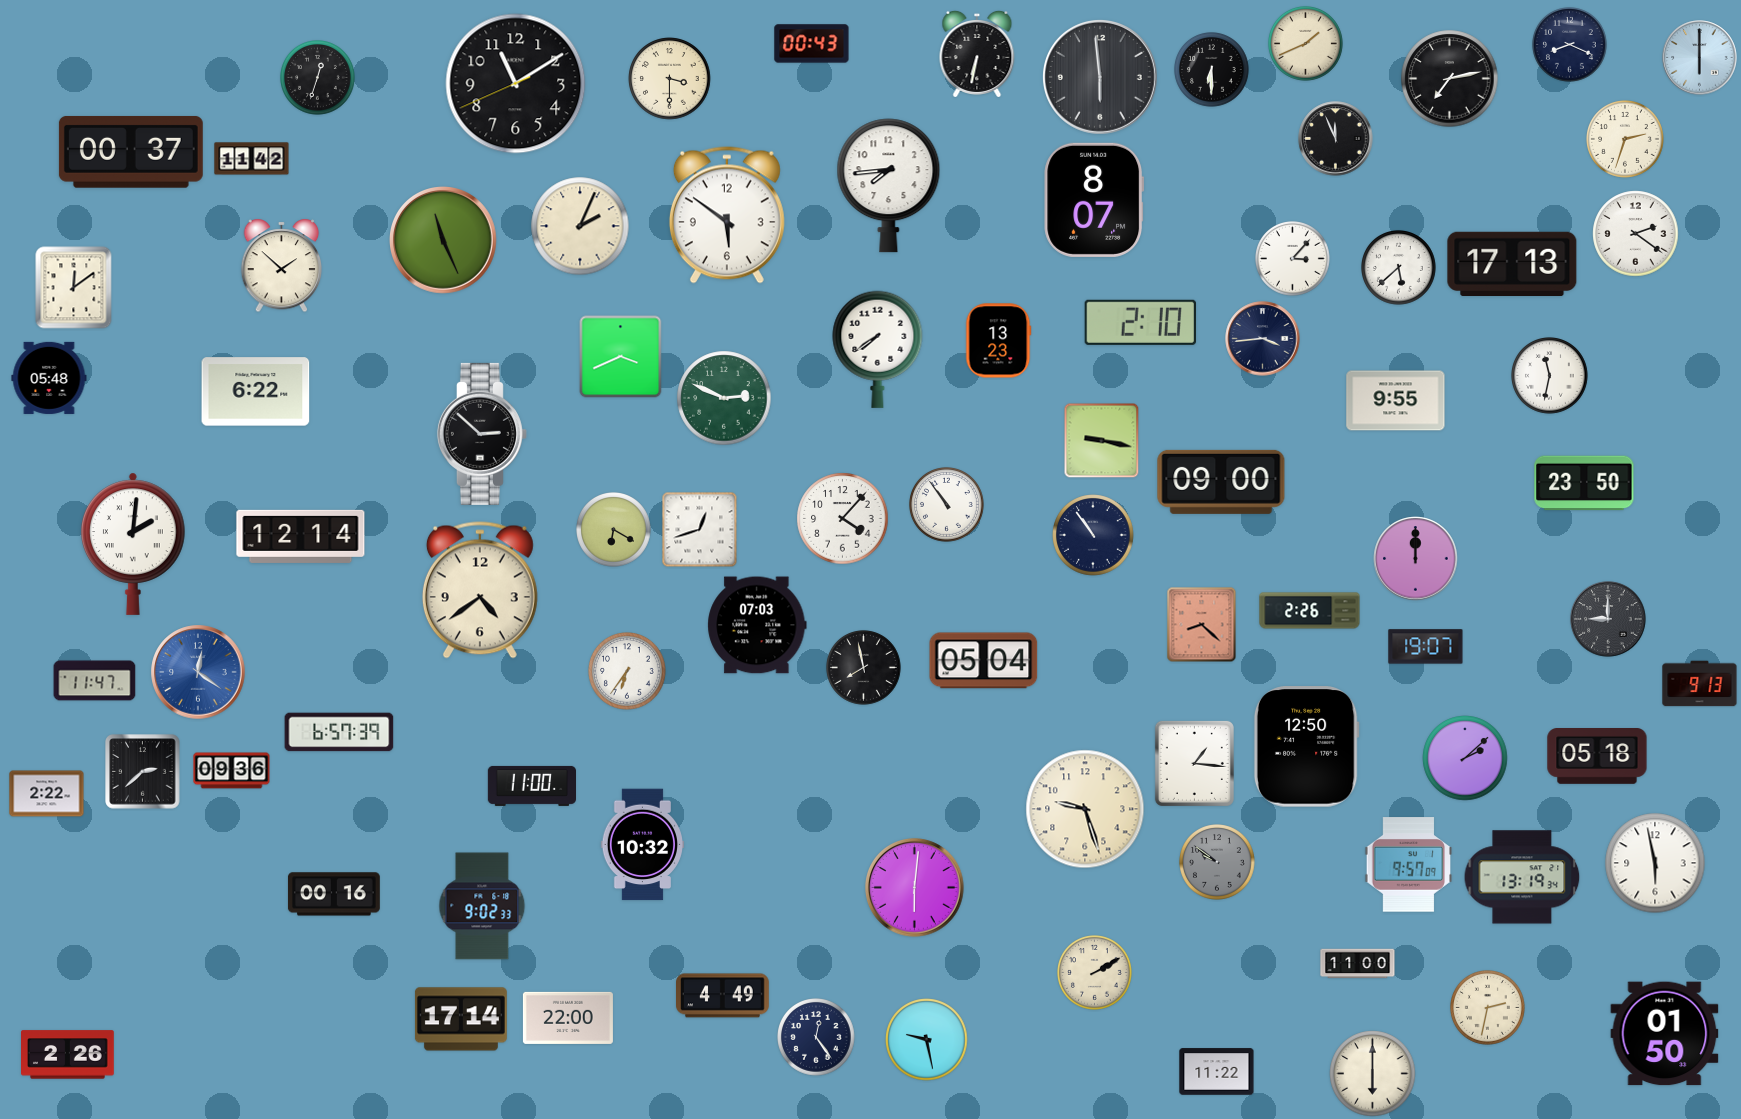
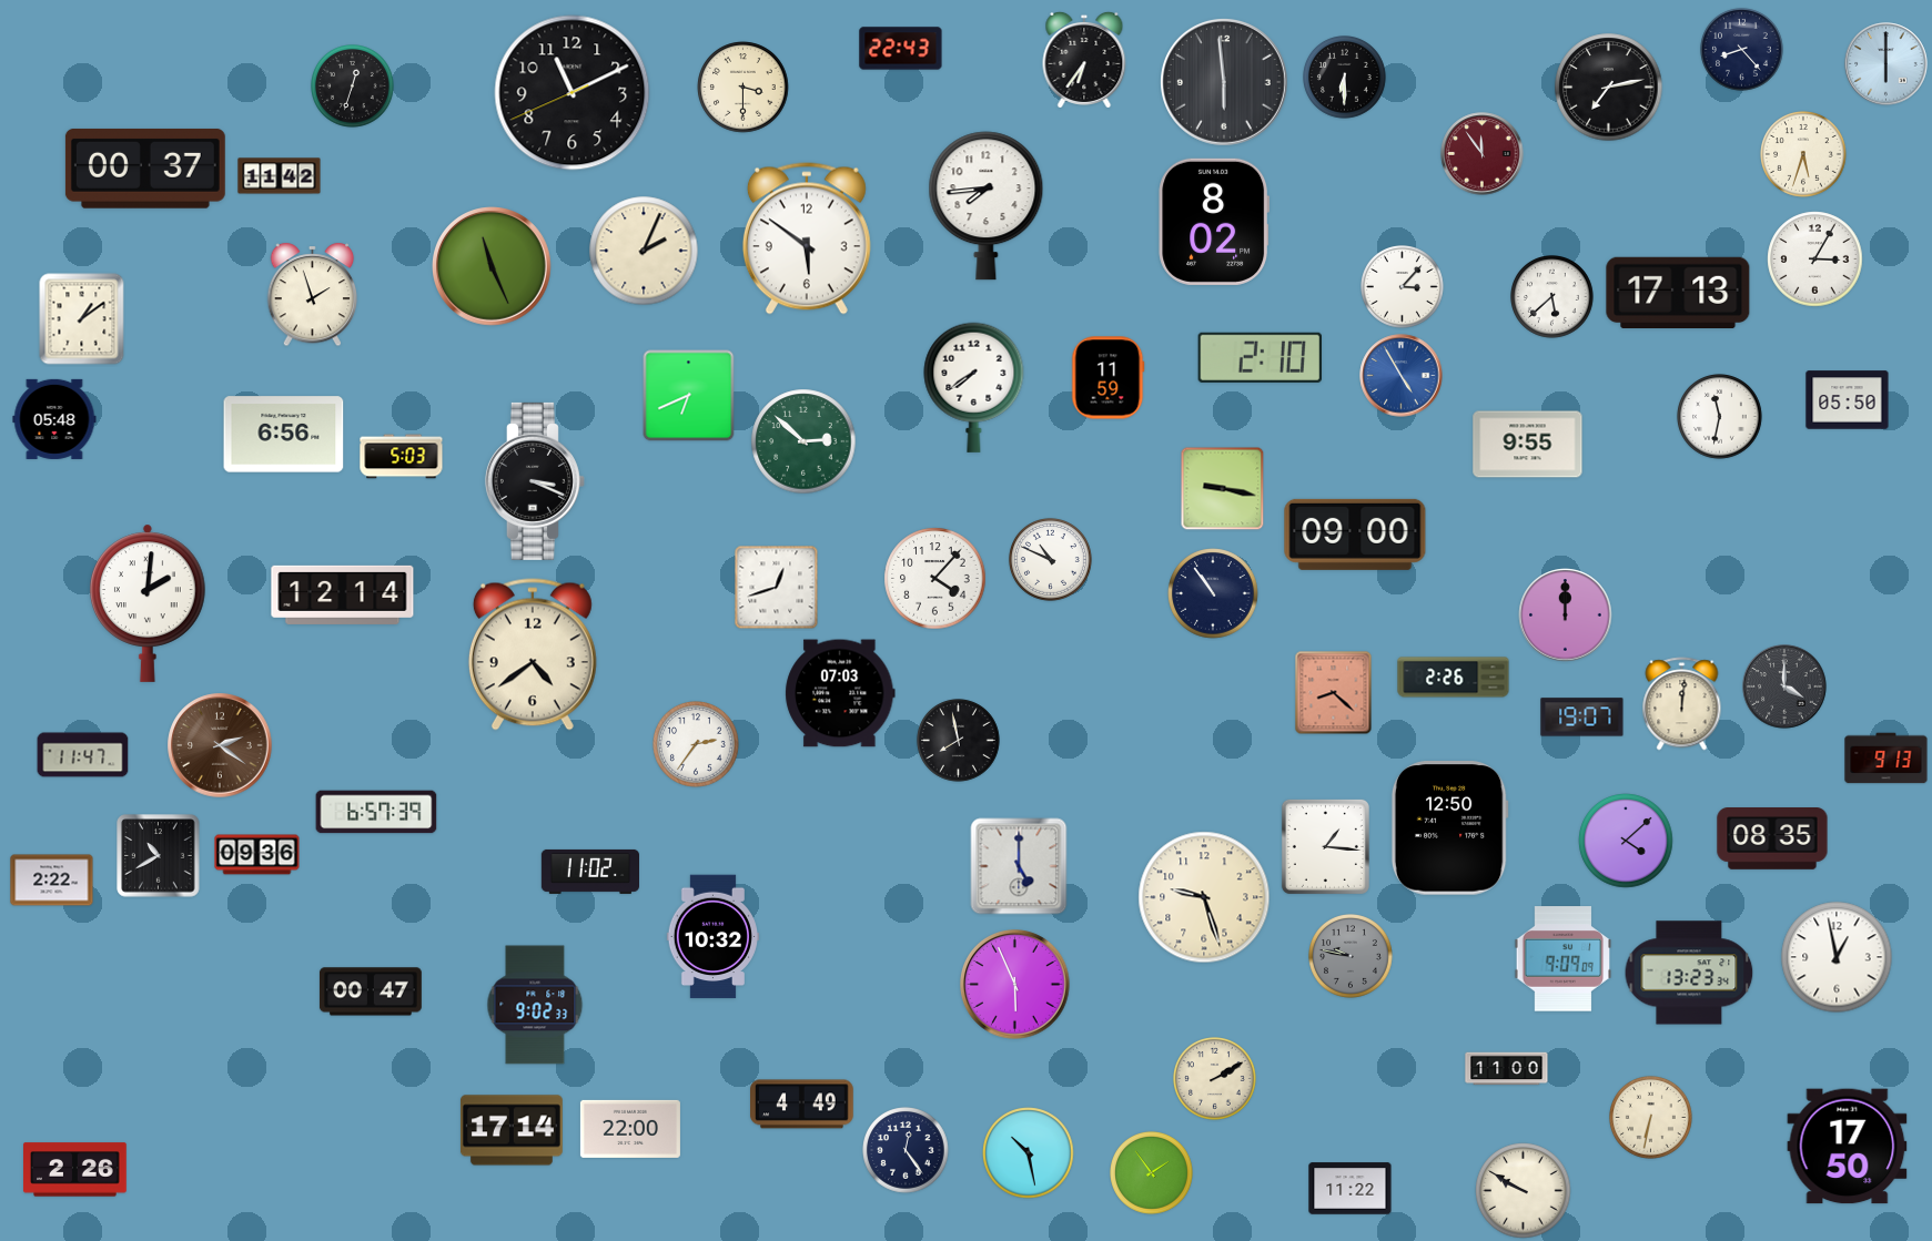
clock at (812, 44): 00:43 -> 22:43
clock at (1306, 44): 1:41 -> none
clock at (1570, 45): 8:19 -> 8:23
clock at (977, 54): 6:32 -> 6:36
clock at (1100, 77) position: (1100, 77) -> (1224, 82)
clock at (516, 84): 11:09 -> 11:10
clock at (1336, 139): 11:56 -> 11:54
clock at (1336, 139) dial: black -> burgundy
clock at (1626, 140): 2:33 -> 5:33
clock at (1094, 200): 8:07 -> 8:02
clock at (1636, 234): 2:21 -> 3:05
clock at (1293, 259) position: (1293, 259) -> (1403, 287)
clock at (282, 266): 1:52 -> 1:57
clock at (74, 288): 12:09 -> 1:09
clock at (1140, 322) position: (1140, 322) -> (1260, 357)
clock at (1263, 339): 3:44 -> 4:55
clock at (1263, 339) dial: navy -> blue
clock at (999, 341): 13:23 -> 11:59
clock at (621, 357): 3:41 -> 6:41
clock at (1848, 400): none -> 05:50
clock at (256, 392): 6:22 -> 6:56
clock at (724, 398): 2:49 -> 2:52
clock at (1396, 401) position: (1396, 401) -> (1528, 445)
clock at (402, 457): none -> 5:03
clock at (482, 434): 2:52 -> 3:19
clock at (1584, 483): 23:50 -> none
clock at (947, 505): 10:54 -> 10:49
clock at (843, 519) position: (843, 519) -> (935, 579)
clock at (614, 530): 6:20 -> none
clock at (301, 536) position: (301, 536) -> (343, 594)
clock at (1416, 559) position: (1416, 559) -> (1566, 616)
clock at (1608, 619): 9:00 -> 4:00
clock at (1682, 704): none -> 12:01
clock at (984, 661): 05:04 -> none
clock at (198, 672): 12:21 -> 2:21
clock at (198, 672) dial: blue -> brown
clock at (628, 672): 6:36 -> 2:36
clock at (95, 681) position: (95, 681) -> (83, 755)
clock at (1597, 757): 05:18 -> 08:35
clock at (1465, 758): 2:08 -> 4:08
clock at (143, 772): 2:38 -> 10:40
clock at (1019, 866): none -> 5:00
clock at (531, 786): 11:00 -> 11:02
clock at (1218, 863): 9:51 -> 9:47
clock at (1655, 863): 5:58 -> 12:58
clock at (1409, 865): 9:57 -> 9:09
clock at (1522, 877): 13:19 -> 13:23
clock at (915, 888): 6:01 -> 5:56
clock at (334, 894): 00:16 -> 00:47
clock at (1488, 1008): 2:32 -> 6:32
clock at (1665, 1034): 01:50 -> 17:50
clock at (927, 1040): 9:28 -> 10:28
clock at (1152, 1173): none -> 1:54
clock at (1373, 1074): 6:00 -> 9:50
